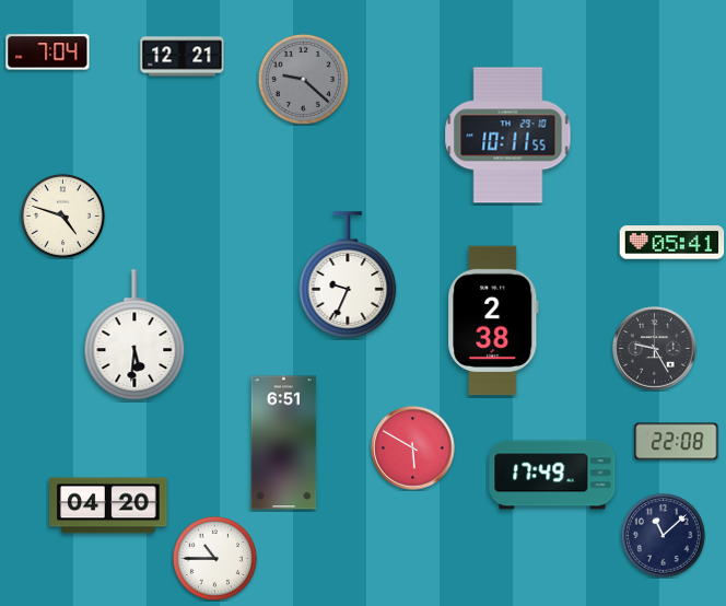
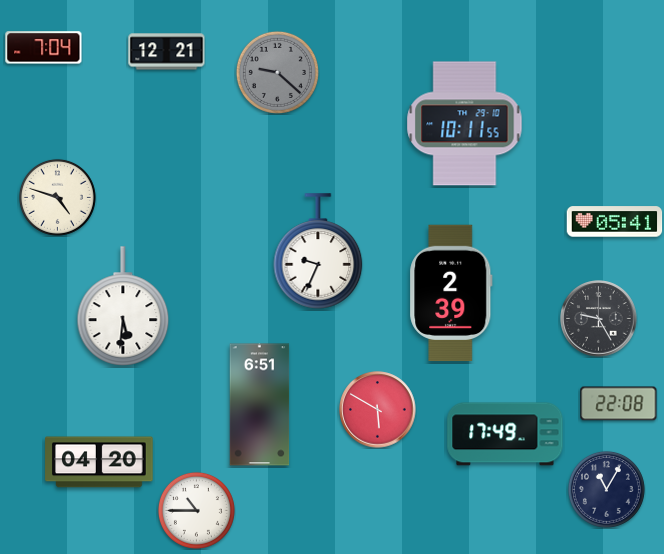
clock at (493, 321): 2:38 -> 2:39
clock at (663, 535): 11:08 -> 11:05
